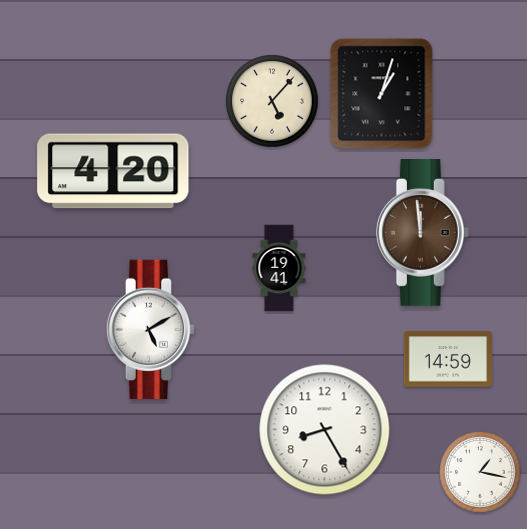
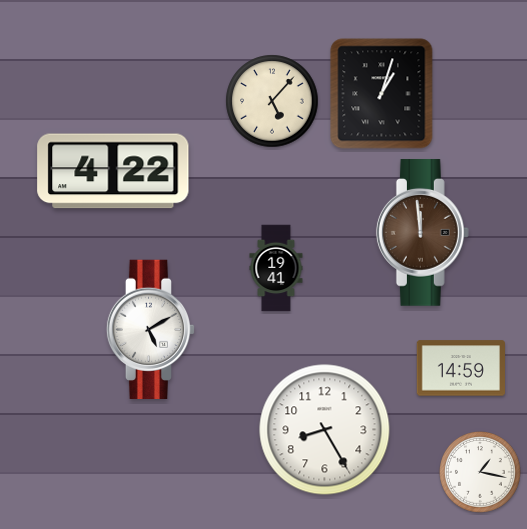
clock at (113, 171): 4:20 -> 4:22
clock at (279, 268) position: (279, 268) -> (276, 268)
clock at (447, 359) position: (447, 359) -> (460, 368)
